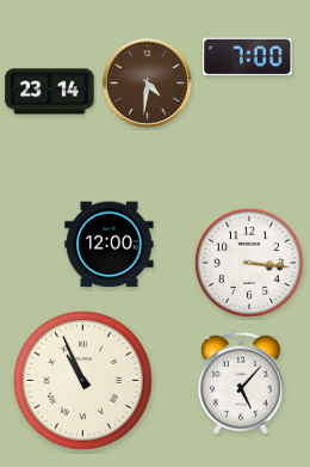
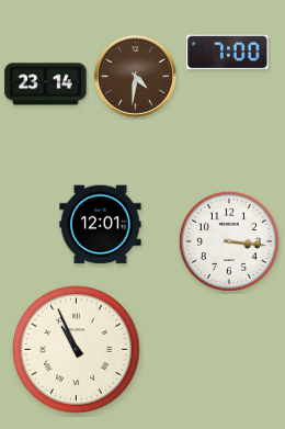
clock at (110, 245): 12:00 -> 12:01
clock at (241, 383): 5:07 -> none
